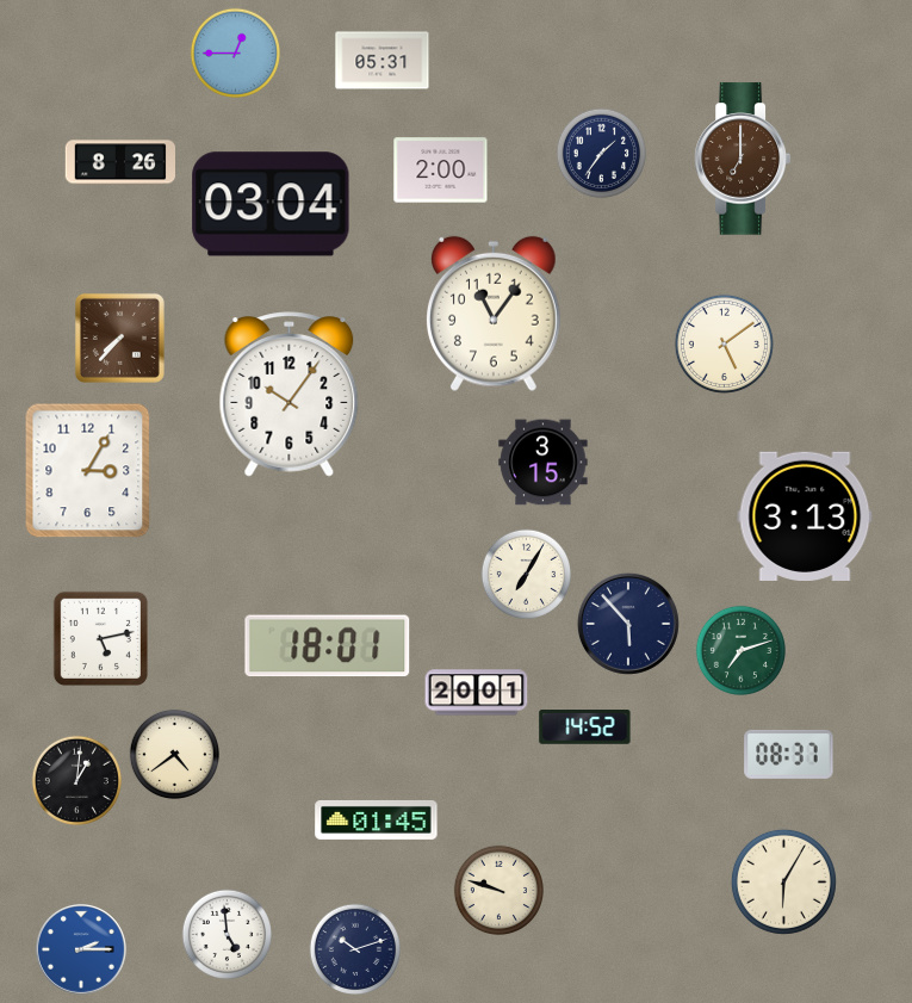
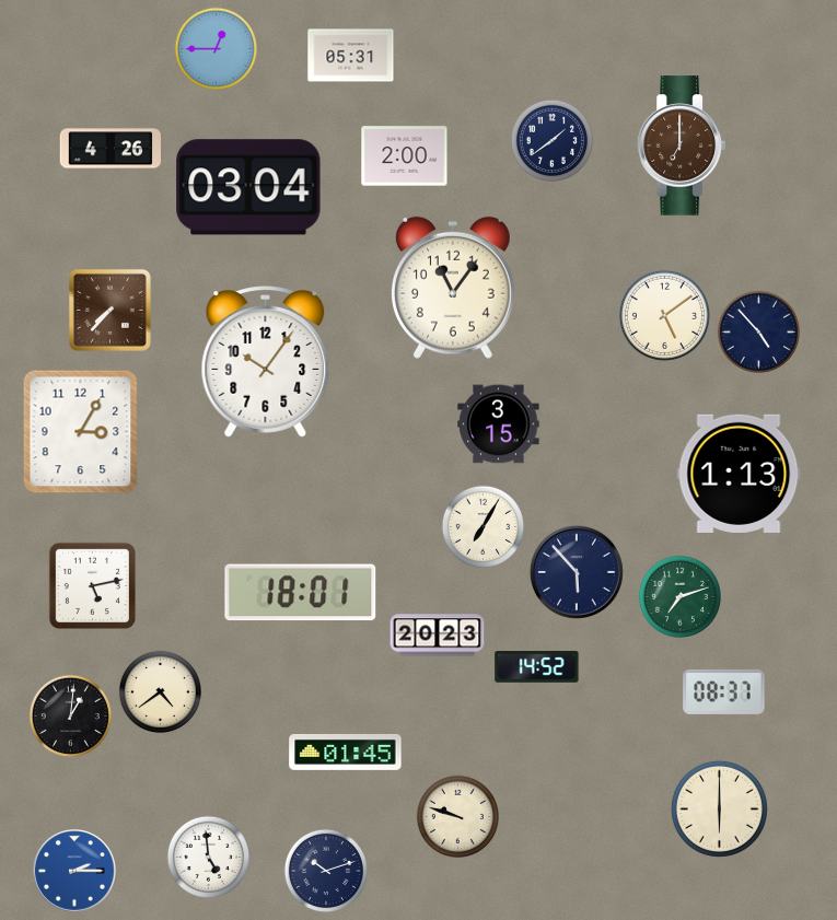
clock at (601, 153): 1:36 -> 1:39
clock at (119, 162): 8:26 -> 4:26
clock at (758, 331): none -> 4:53
clock at (805, 516): 3:13 -> 1:13
clock at (477, 693): 20:01 -> 20:23
clock at (783, 881): 6:05 -> 6:00
